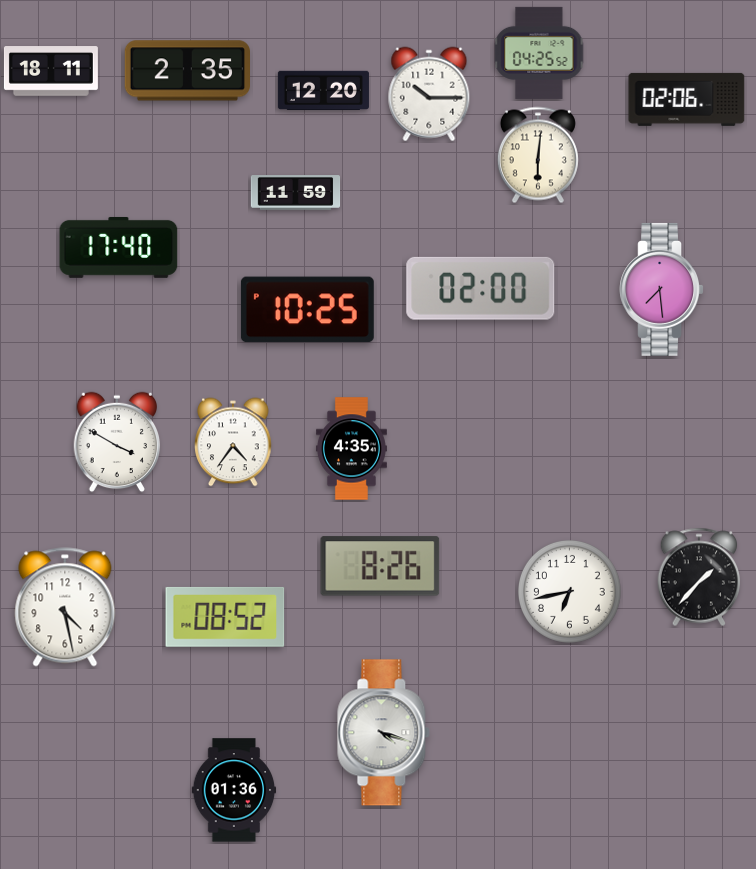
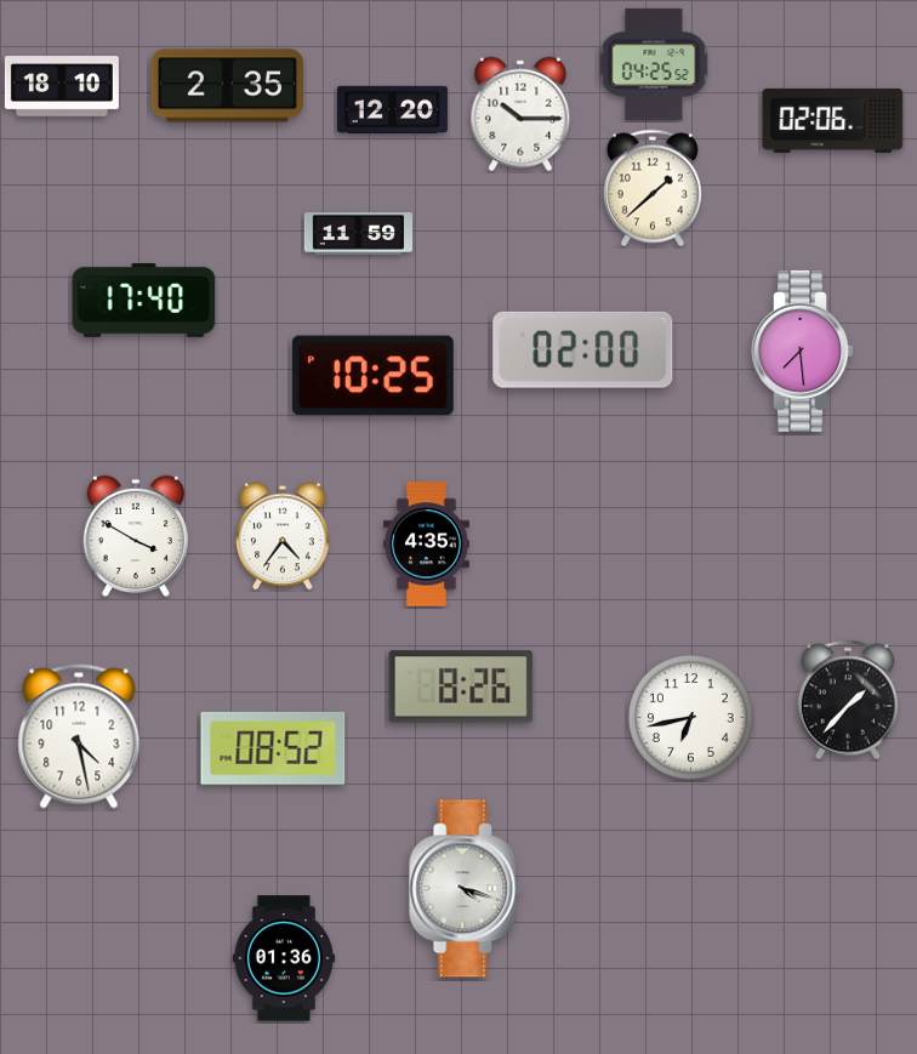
clock at (51, 71): 18:11 -> 18:10
clock at (538, 155): 6:01 -> 1:38
clock at (117, 442) position: (117, 442) -> (136, 536)
